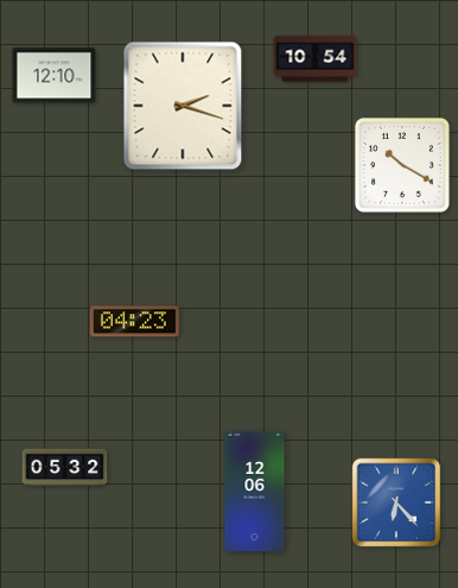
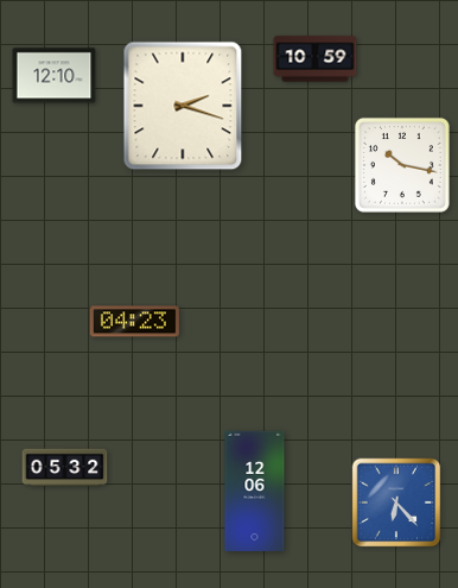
clock at (316, 59): 10:54 -> 10:59
clock at (402, 165): 10:20 -> 10:17
